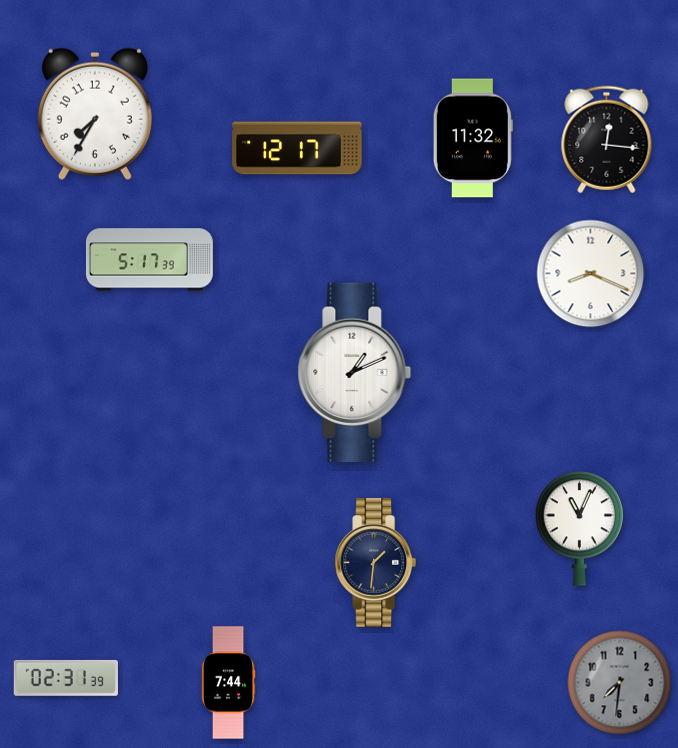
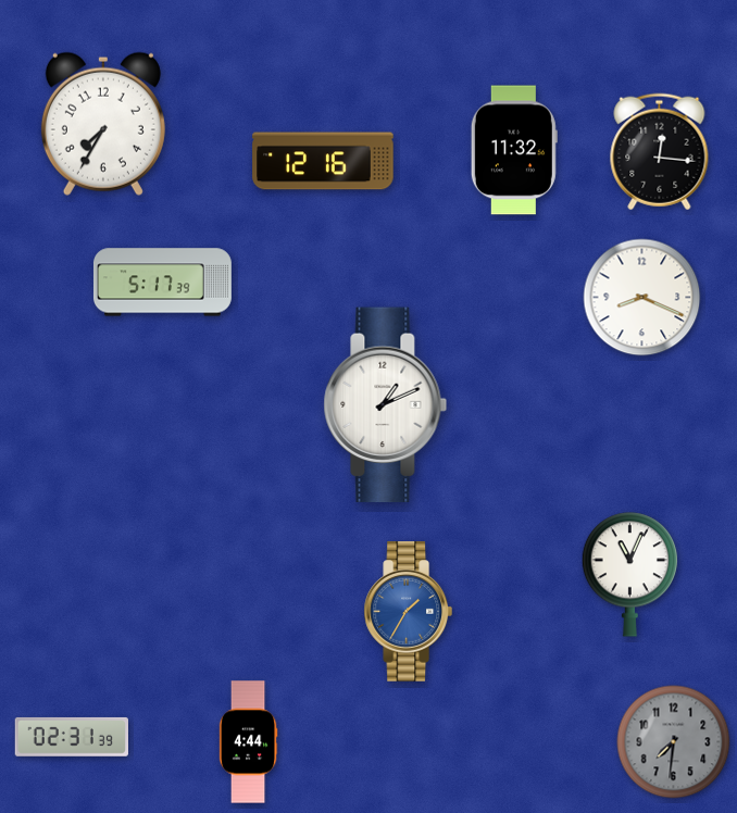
clock at (297, 148): 12:17 -> 12:16
clock at (375, 563): 1:31 -> 1:35
clock at (375, 563) dial: navy -> blue
clock at (228, 683): 7:44 -> 4:44
